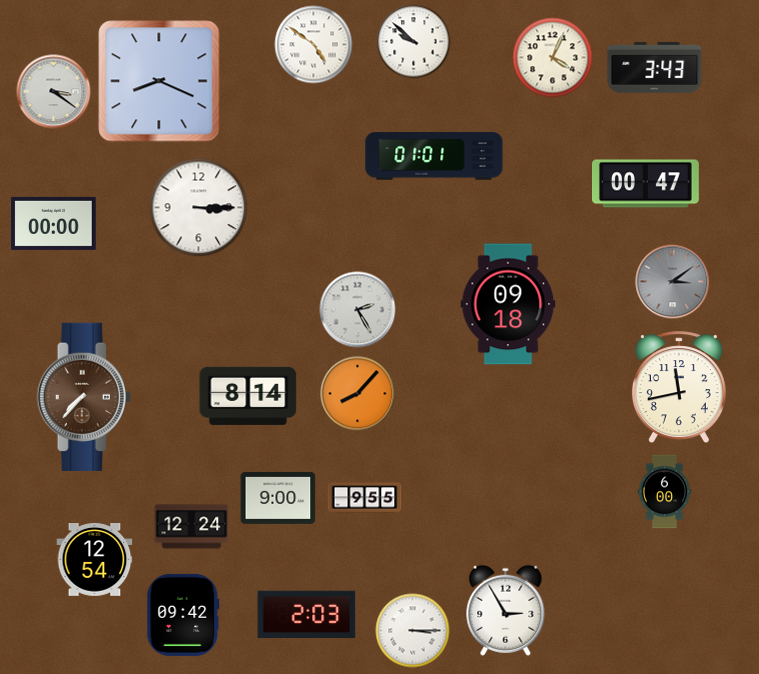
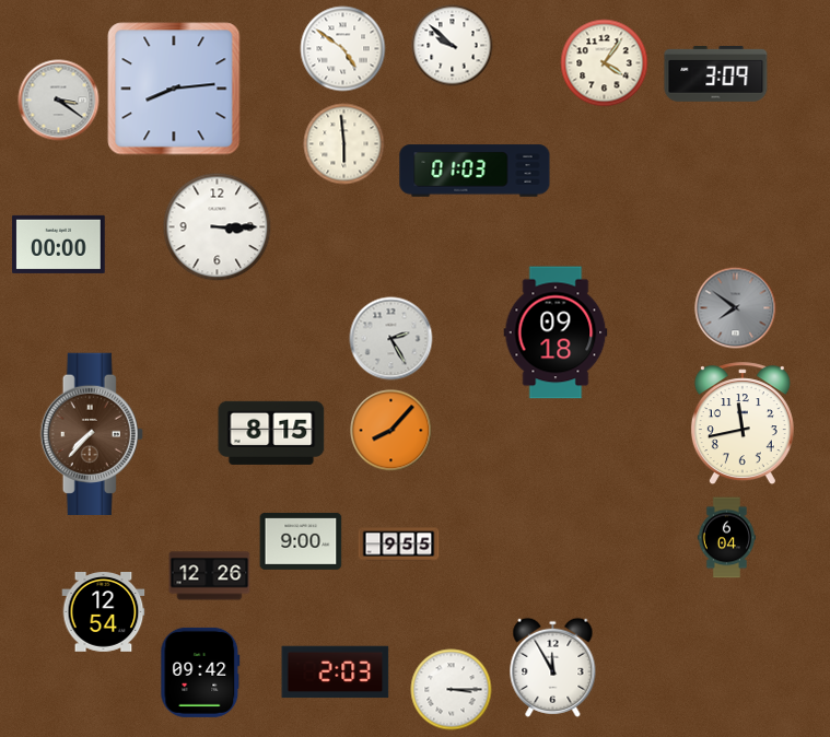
clock at (553, 58): 4:04 -> 4:06
clock at (655, 68): 3:43 -> 3:09
clock at (159, 81): 8:19 -> 8:14
clock at (344, 144): none -> 5:59
clock at (434, 156): 01:01 -> 01:03
clock at (646, 184): 00:47 -> none
clock at (673, 282): 3:09 -> 7:51
clock at (248, 396): 8:14 -> 8:15
clock at (665, 492): 6:00 -> 6:04
clock at (278, 498) position: (278, 498) -> (301, 541)
clock at (192, 527): 12:24 -> 12:26
clock at (506, 610): 2:55 -> 11:55
